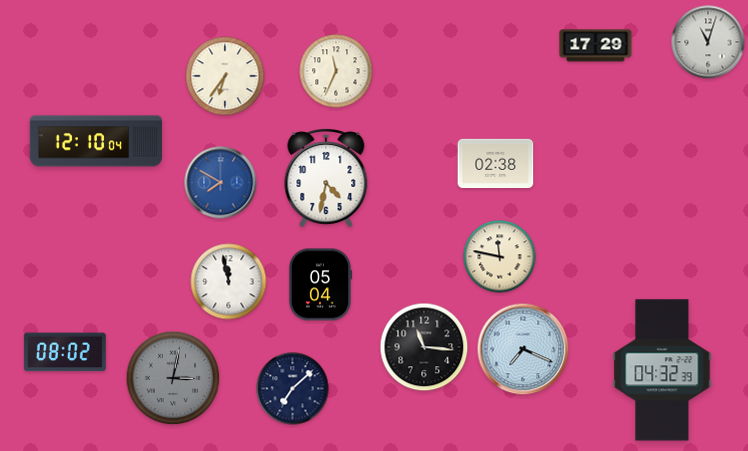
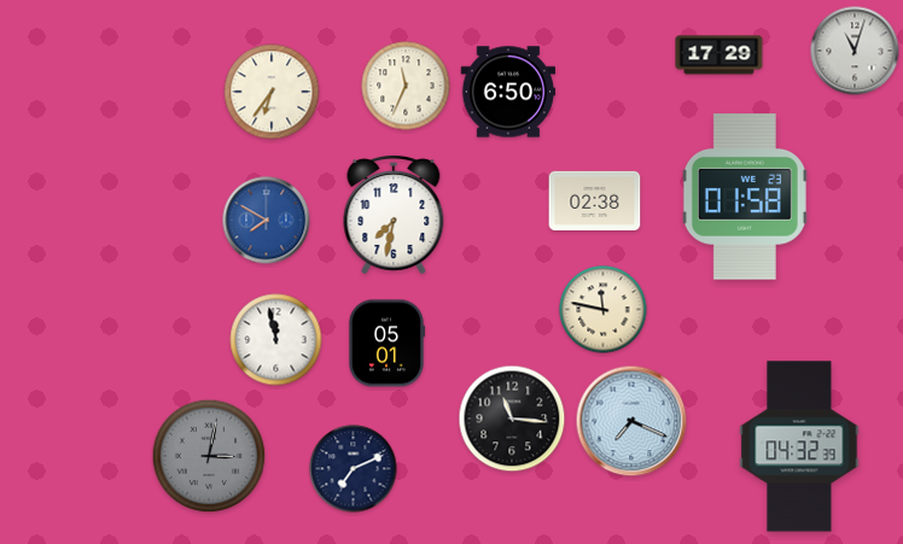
clock at (508, 92): none -> 6:50
clock at (96, 141): 12:10 -> none
clock at (496, 163) position: (496, 163) -> (595, 200)
clock at (745, 197): none -> 01:58
clock at (326, 179): 4:32 -> 7:32
clock at (320, 285): 05:04 -> 05:01
clock at (65, 352): 08:02 -> none
clock at (293, 389): 7:08 -> 7:11
